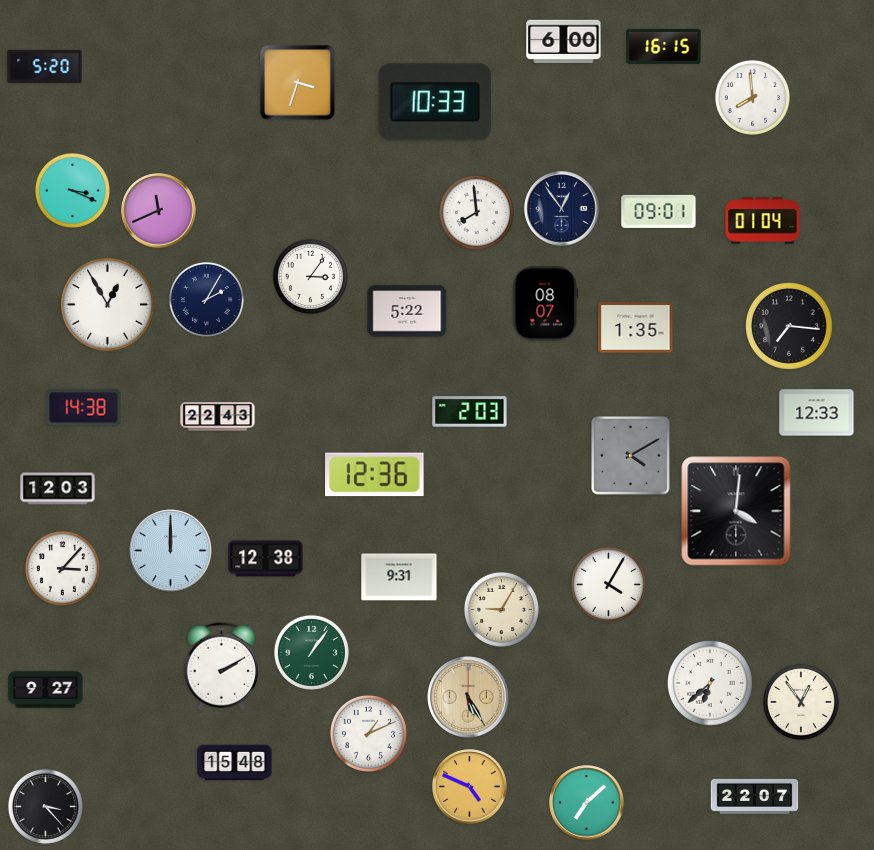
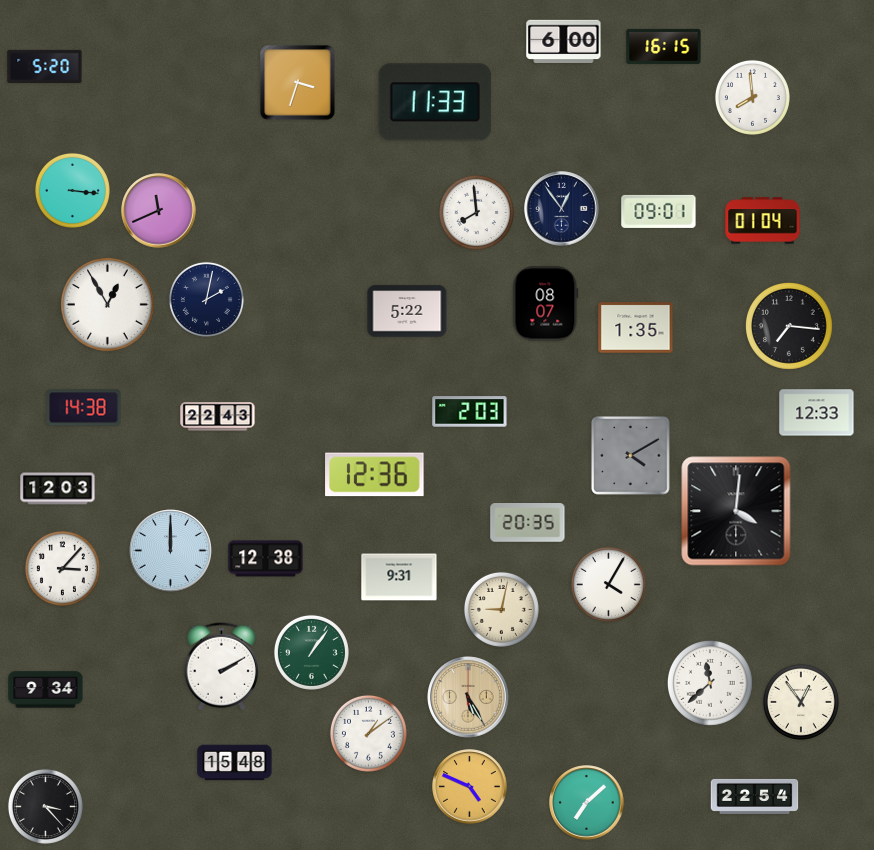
clock at (435, 102): 10:33 -> 11:33
clock at (72, 190): 3:19 -> 3:16
clock at (310, 276): 3:06 -> none
clock at (206, 299): 2:05 -> 2:02
clock at (528, 523): none -> 20:35
clock at (501, 609): 9:05 -> 9:02
clock at (710, 683): 6:38 -> 11:38
clock at (46, 690): 9:27 -> 9:34
clock at (368, 733): 1:11 -> 1:09
clock at (755, 796): 22:07 -> 22:54
